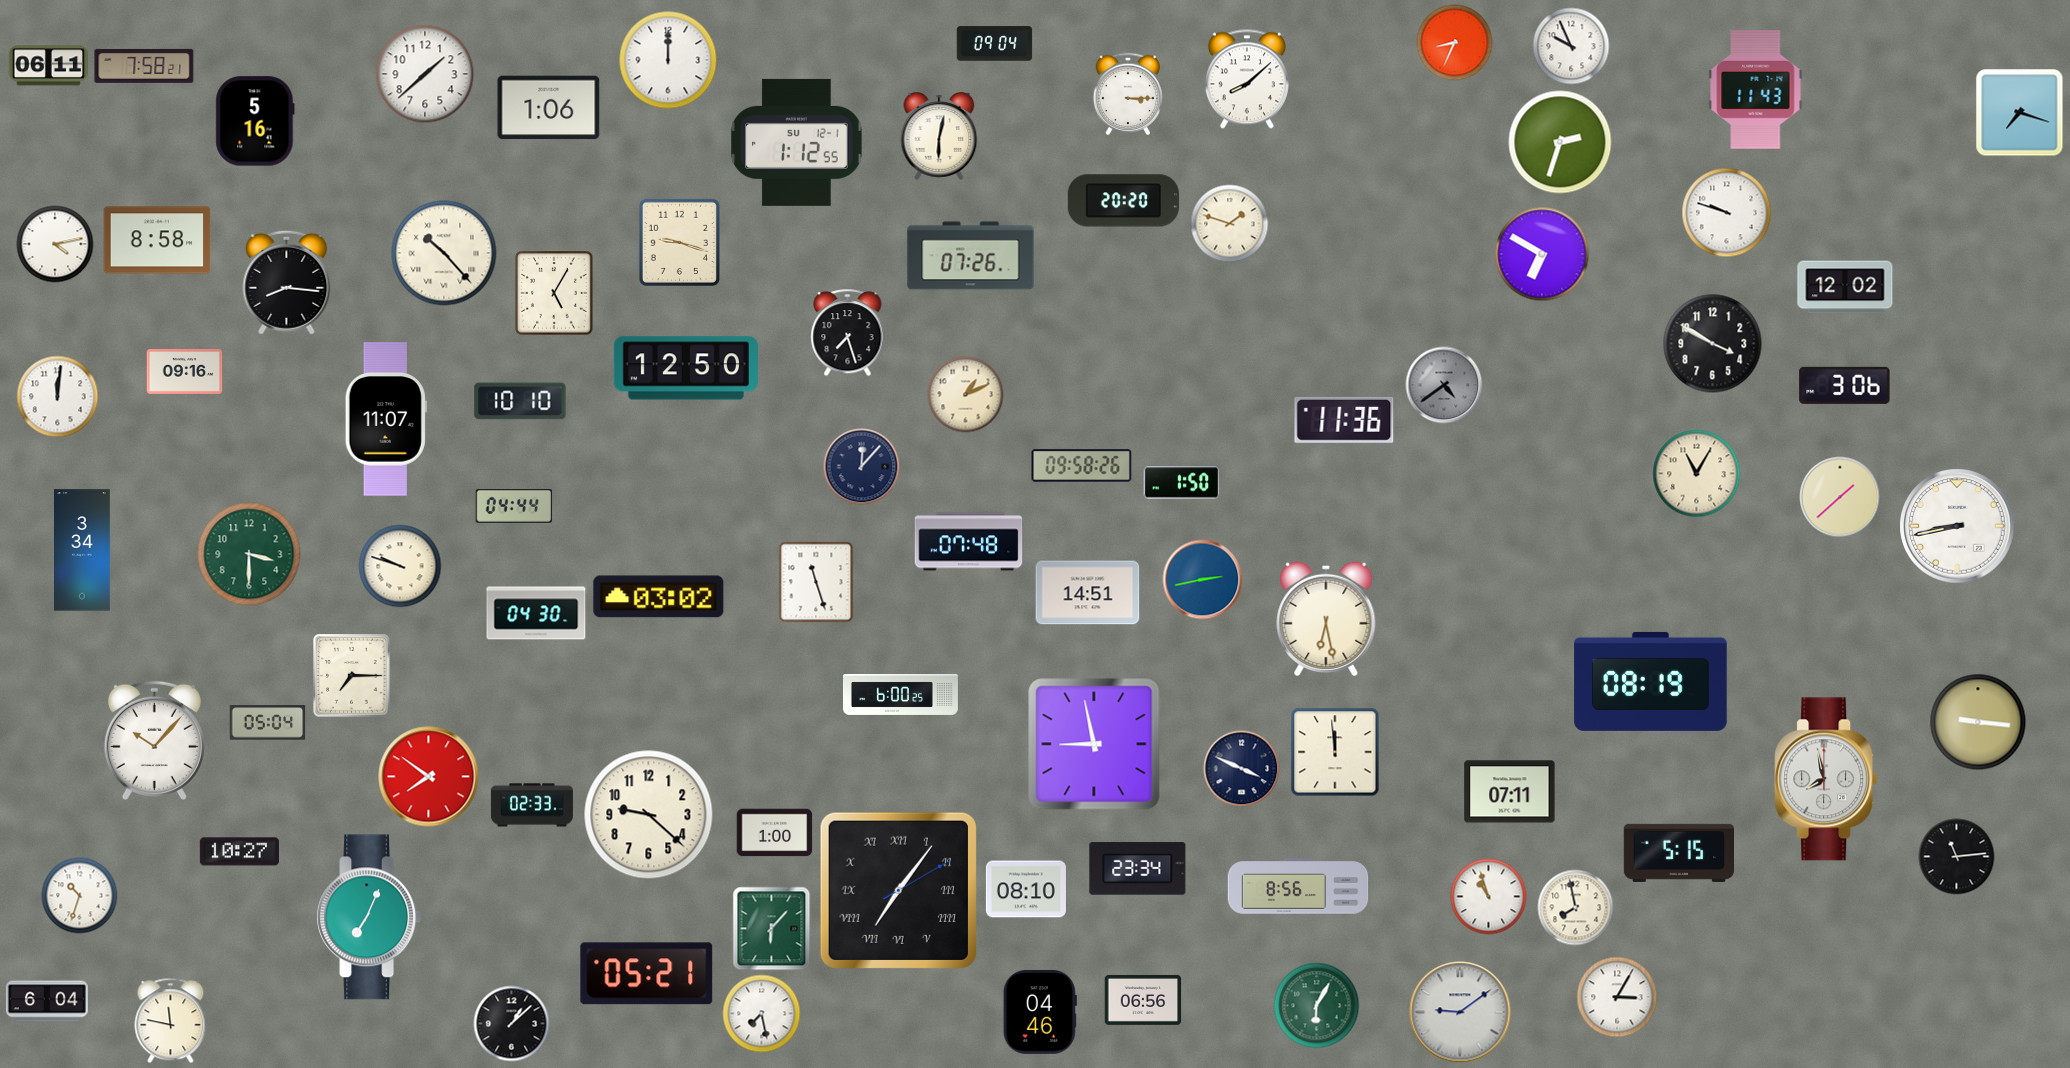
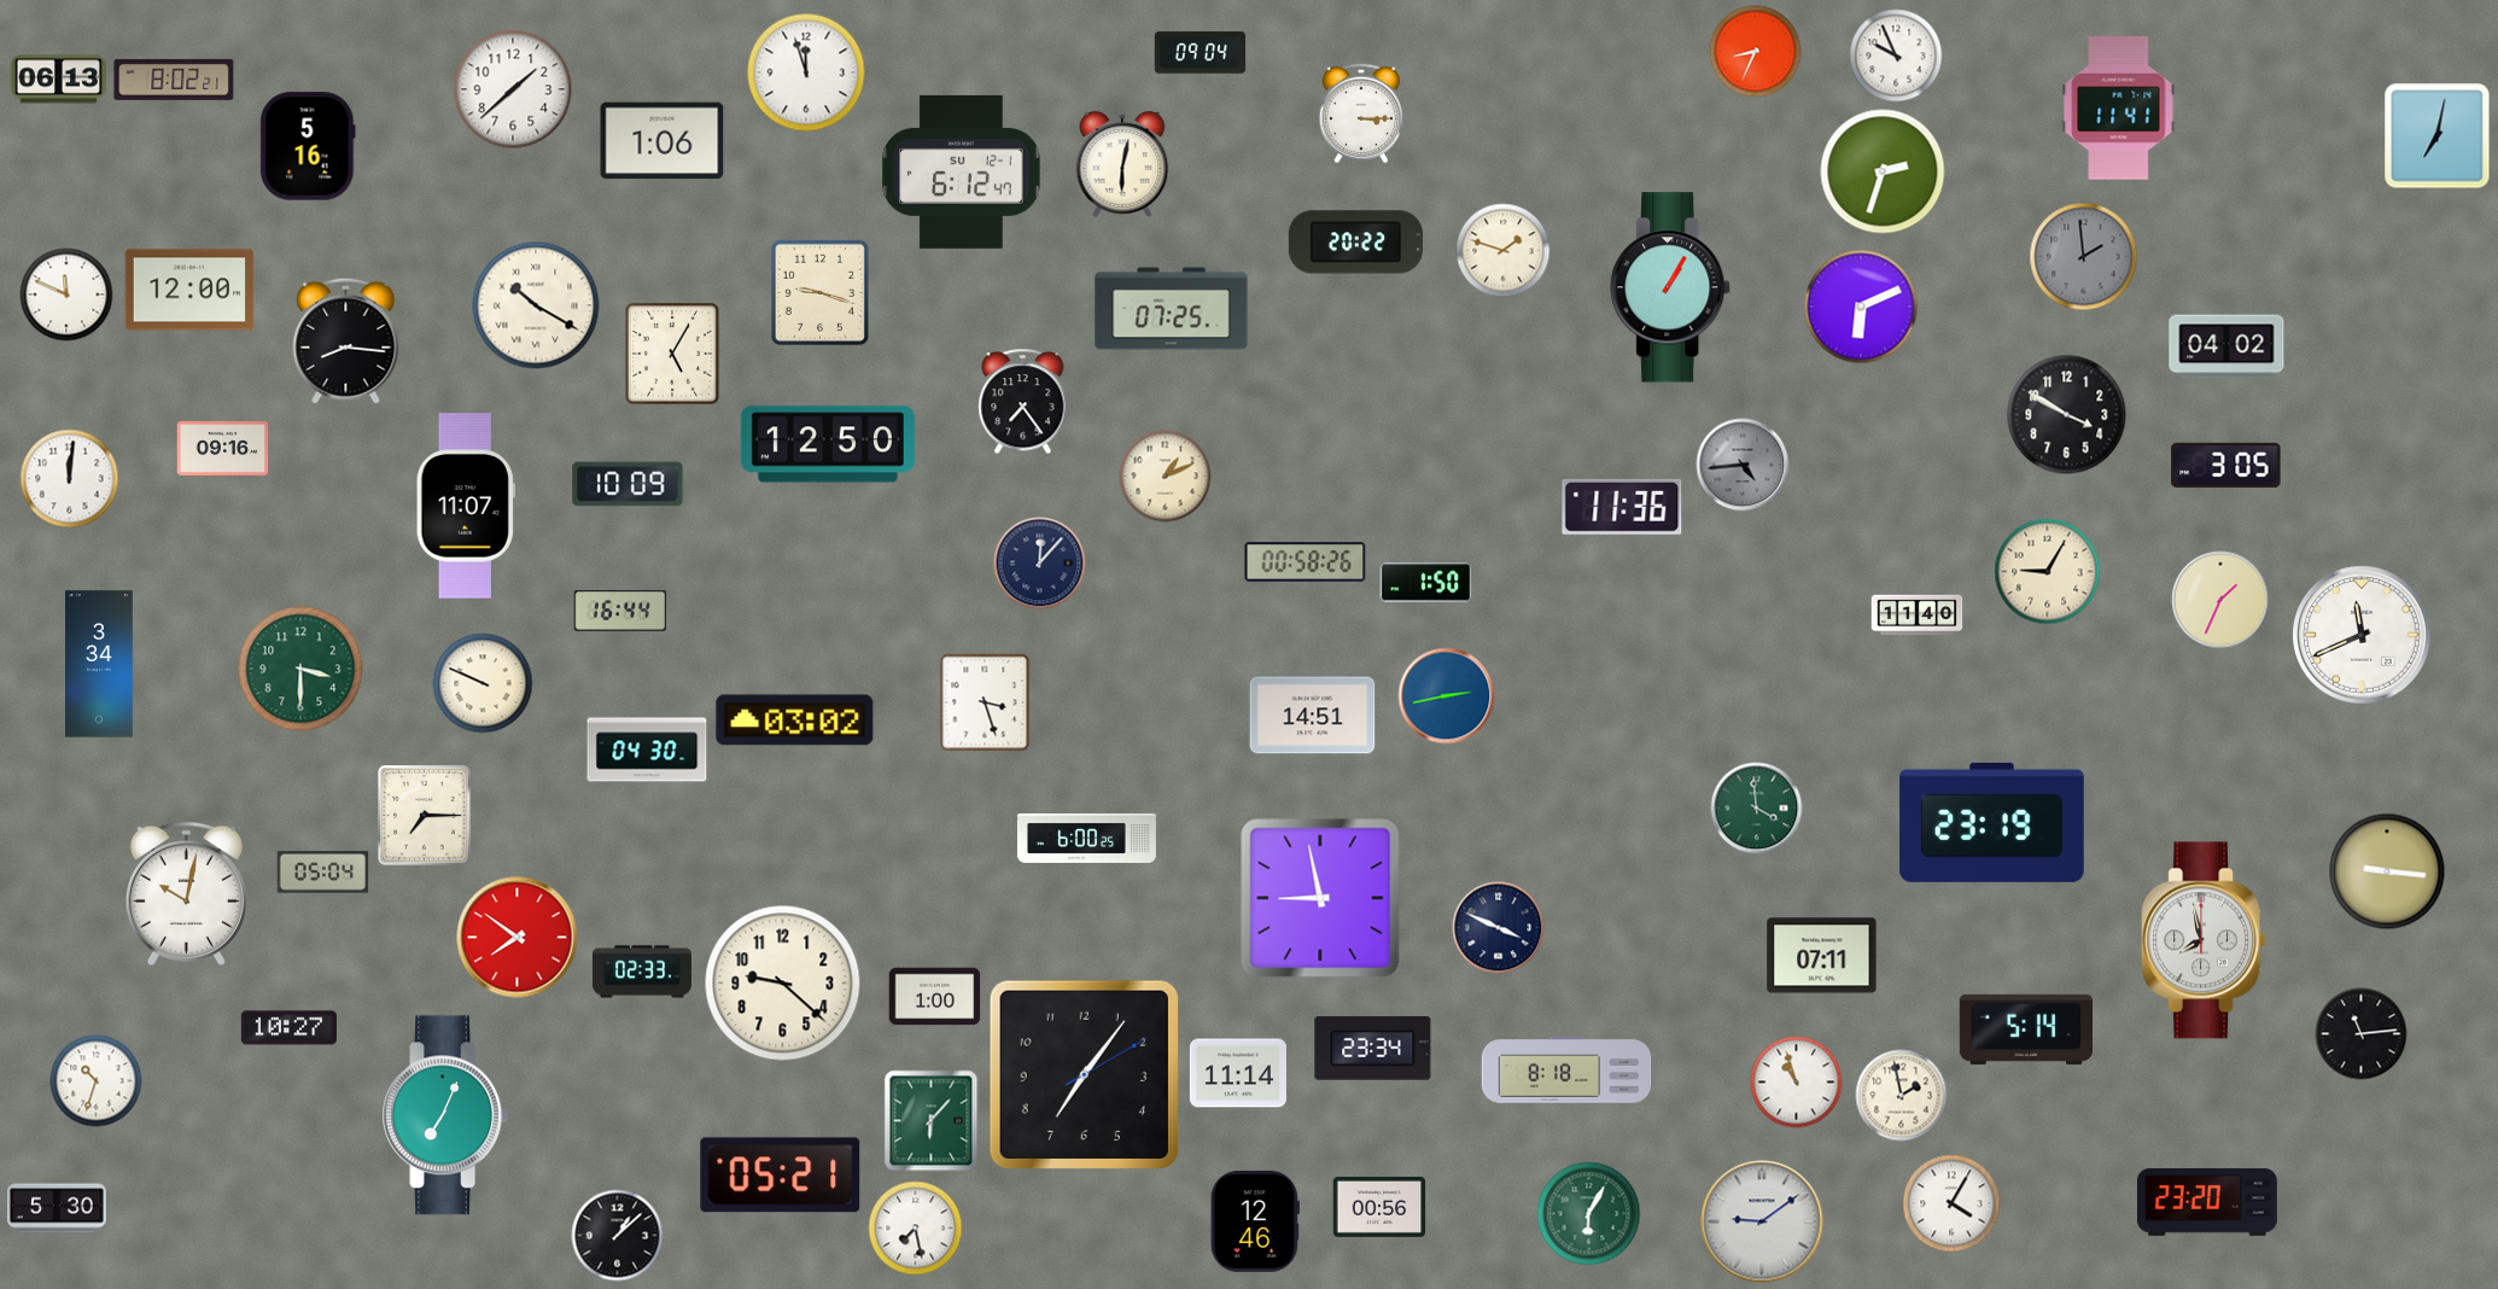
clock at (668, 60): 12:00 -> 11:57
clock at (48, 66): 06:11 -> 06:13
clock at (144, 66): 7:58 -> 8:02
clock at (1247, 79): 8:08 -> none
clock at (1756, 90): 11:43 -> 11:41
clock at (549, 108) position: (549, 108) -> (663, 141)
clock at (2020, 113): 7:18 -> 7:02
clock at (939, 136) position: (939, 136) -> (1122, 164)
clock at (797, 142): 1:12 -> 6:12
clock at (1123, 201): 20:20 -> 20:22
clock at (1727, 213): 9:48 -> 1:59
clock at (1727, 213) dial: white -> grey
clock at (1230, 224) position: (1230, 224) -> (1504, 251)
clock at (1671, 287): none -> 1:05
clock at (157, 240): 8:58 -> 12:00
clock at (55, 244): 4:13 -> 11:49
clock at (444, 253): 10:23 -> 10:20
clock at (1542, 254): 6:50 -> 6:11
clock at (971, 256): 07:26 -> 07:25
clock at (1845, 287): 12:02 -> 04:02
clock at (554, 293) position: (554, 293) -> (672, 354)
clock at (848, 333): 7:27 -> 7:24
clock at (1444, 385): 4:39 -> 4:44
clock at (1845, 385): 3:06 -> 3:05
clock at (520, 401): 10:10 -> 10:09
clock at (1082, 466): 09:58 -> 00:58
clock at (1697, 474): 11:05 -> 9:05
clock at (1840, 497): 1:38 -> 1:34
clock at (514, 507): 04:44 -> 16:44
clock at (1918, 616): none -> 11:40
clock at (1957, 526): 8:43 -> 11:41
clock at (969, 542): 07:48 -> none
clock at (400, 566): 9:48 -> 9:49
clock at (1203, 580) position: (1203, 580) -> (1447, 696)
clock at (816, 582): 11:27 -> 3:27
clock at (536, 613) position: (536, 613) -> (647, 750)
clock at (1326, 619): 6:28 -> none
clock at (1757, 809): none -> 3:59
clock at (1651, 681): 08:19 -> 23:19
clock at (154, 740): 10:07 -> 10:02
clock at (1335, 752): 11:59 -> none
clock at (775, 833) position: (775, 833) -> (935, 997)
clock at (1678, 853): 5:15 -> 5:14
clock at (1298, 886): 8:56 -> 8:18
clock at (1026, 889): 08:10 -> 11:14
clock at (898, 890) numerals: Roman -> Arabic
clock at (1576, 908): 7:58 -> 1:58
clock at (369, 917) position: (369, 917) -> (445, 1115)
clock at (2207, 1202): none -> 23:20
clock at (1617, 997): 3:05 -> 4:05
clock at (1143, 1000): 06:56 -> 00:56
clock at (47, 1001): 6:04 -> 5:30
clock at (1040, 1012): 04:46 -> 12:46
clock at (762, 1014) position: (762, 1014) -> (916, 1229)
clock at (171, 1021): 11:47 -> none
